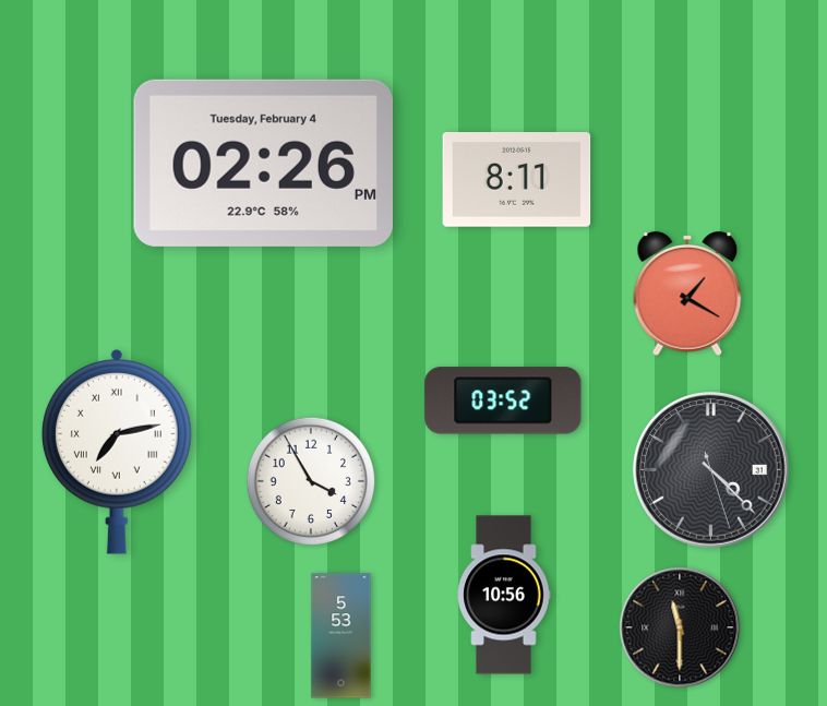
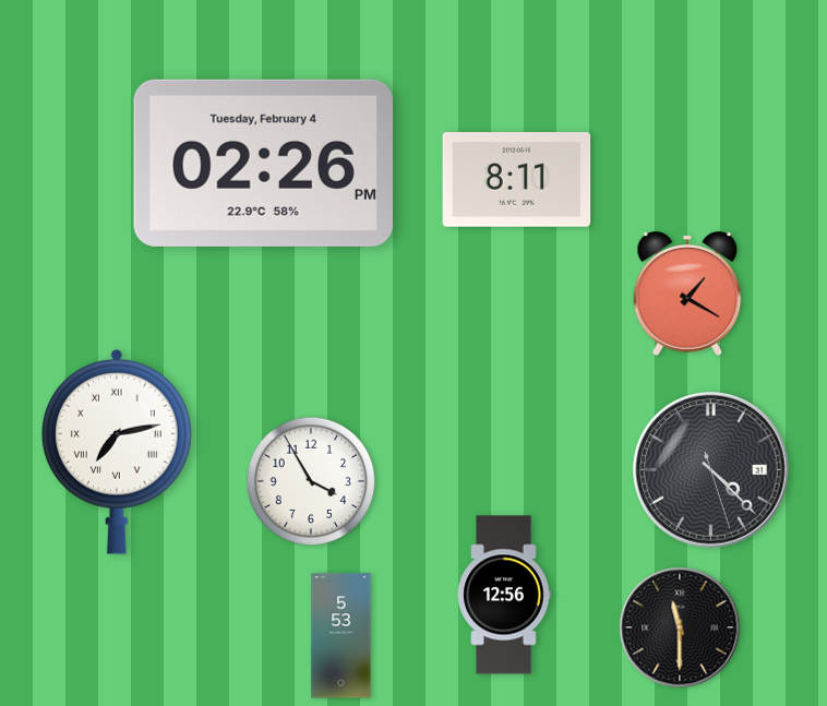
clock at (503, 400): 03:52 -> none
clock at (504, 595): 10:56 -> 12:56
